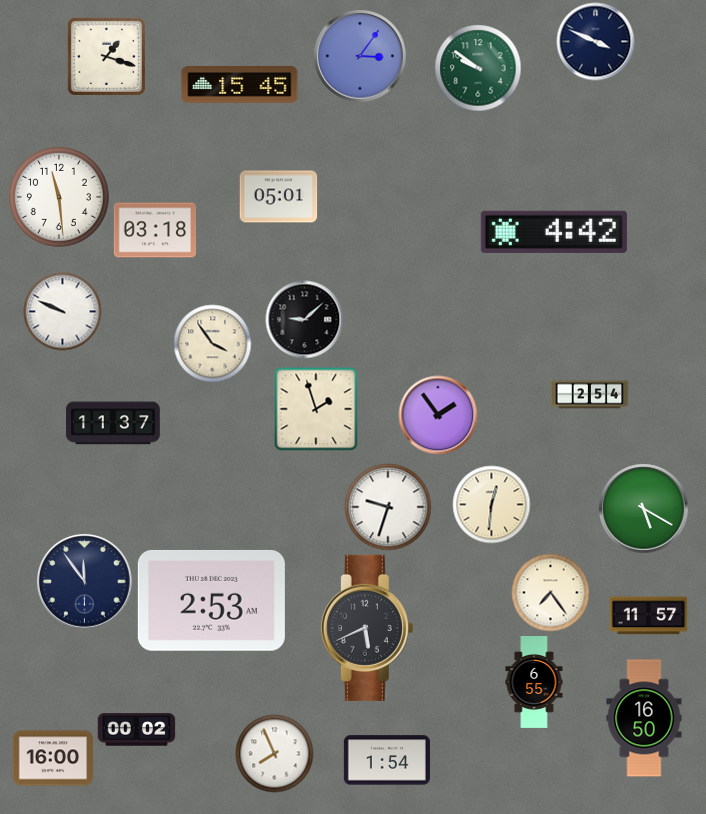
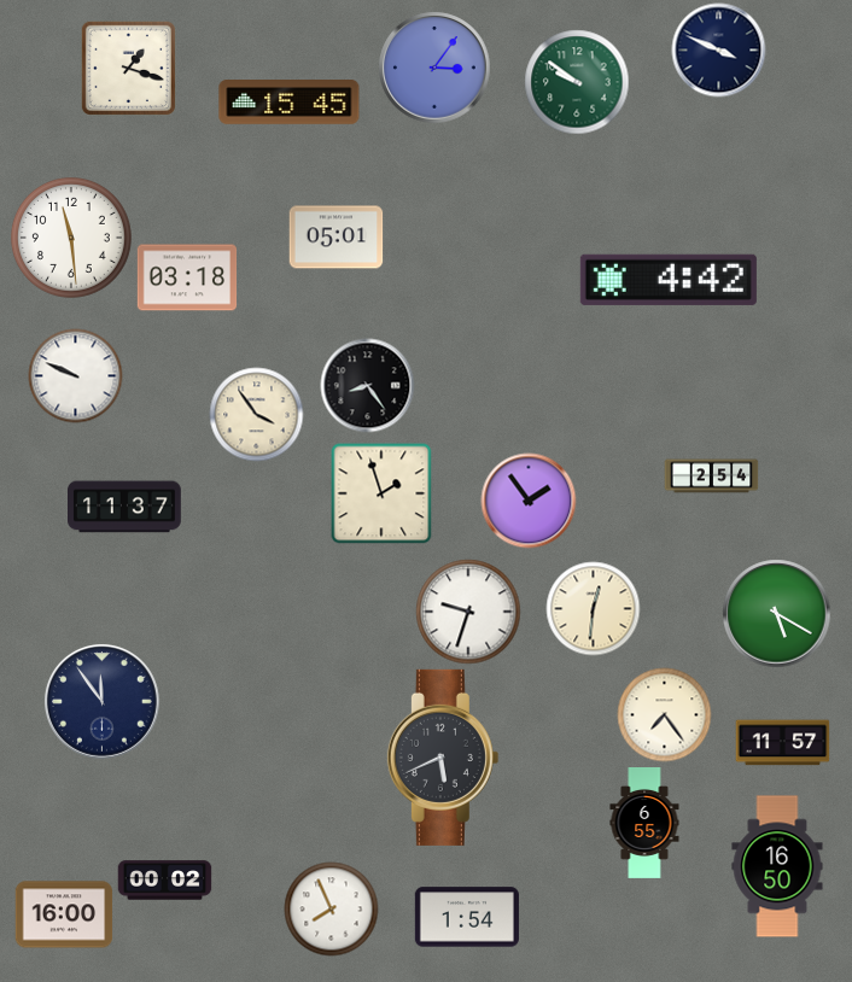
clock at (304, 319): 9:08 -> 8:24
clock at (114, 423) position: (114, 423) -> (126, 507)
clock at (211, 600): 2:53 -> none
